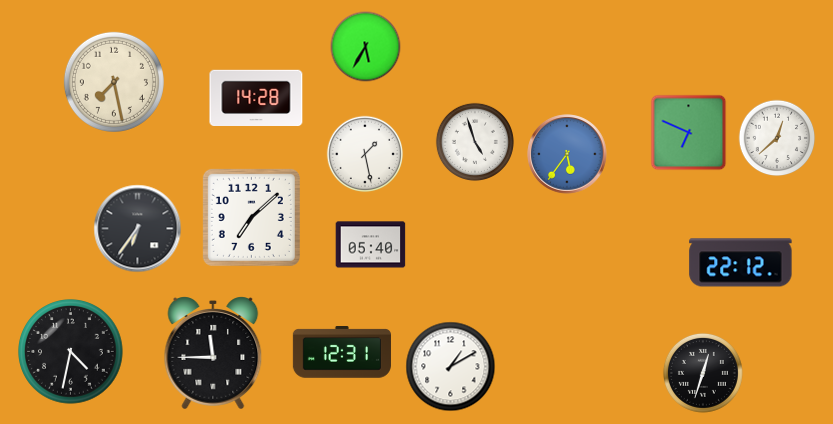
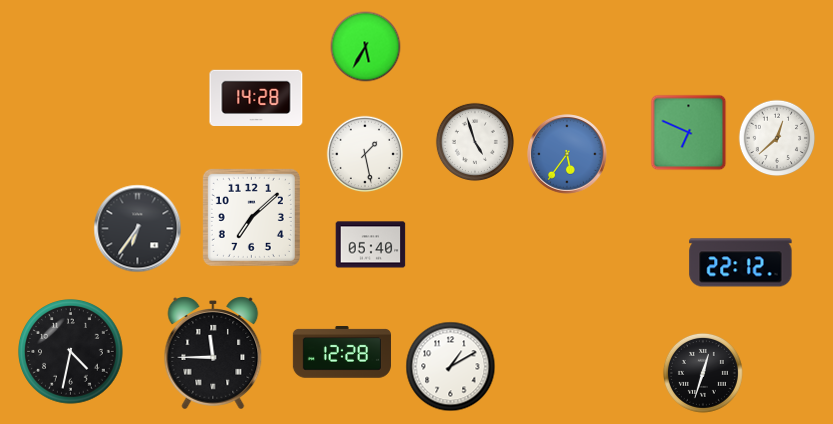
clock at (114, 82): 7:28 -> none
clock at (342, 353): 12:31 -> 12:28
